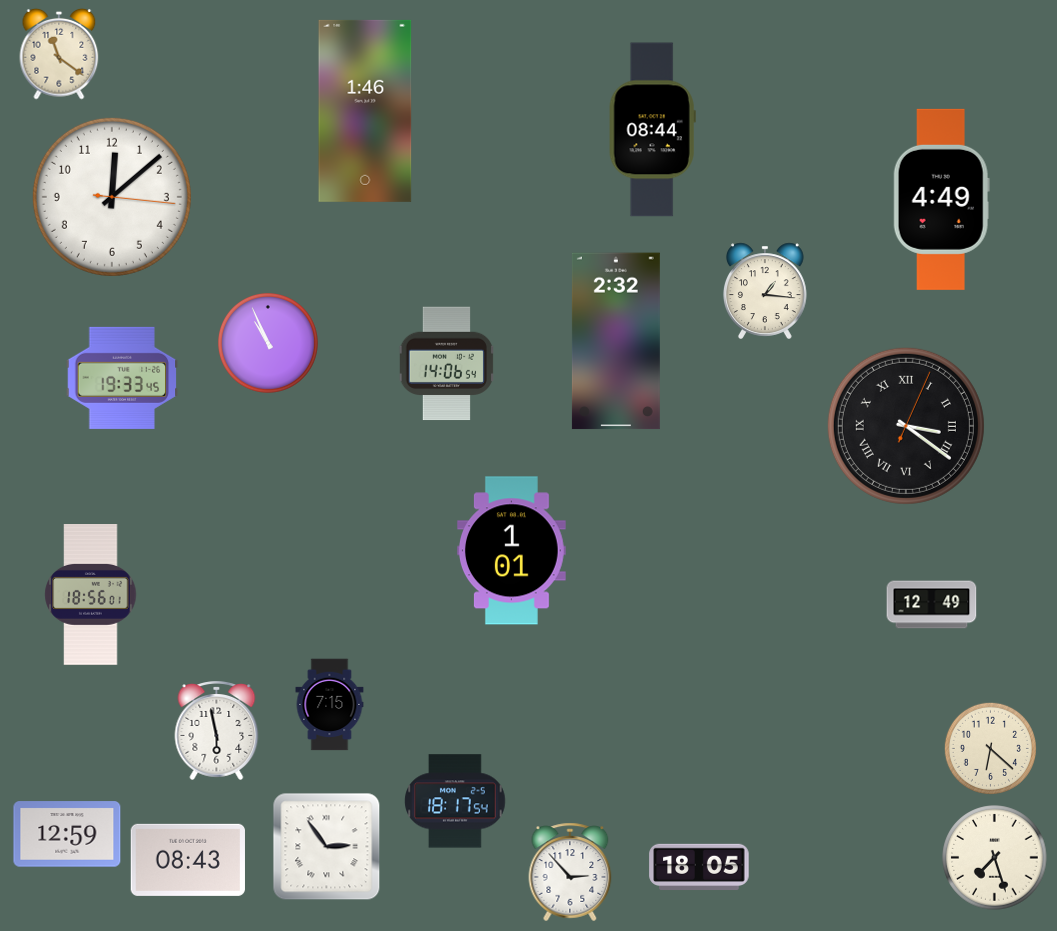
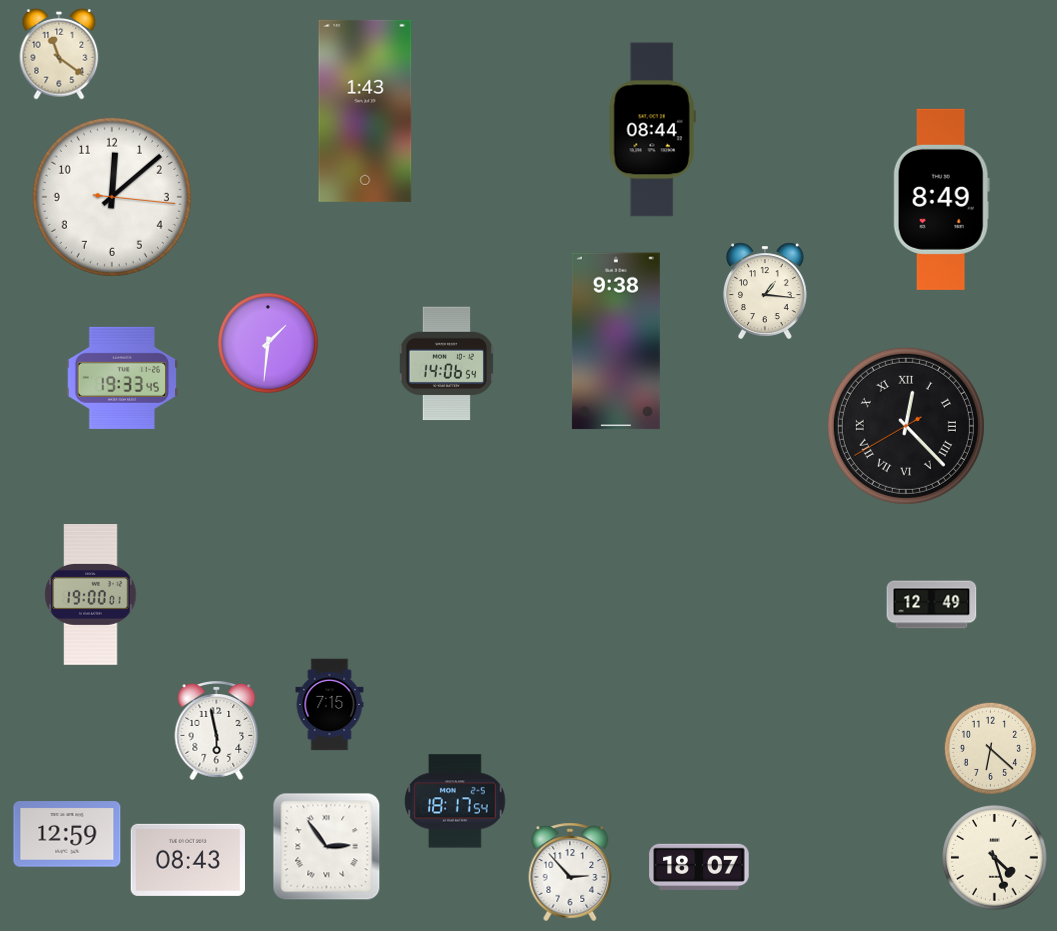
clock at (365, 111): 1:46 -> 1:43
clock at (941, 199): 4:49 -> 8:49
clock at (616, 341): 2:32 -> 9:38
clock at (268, 343): 10:56 -> 1:31
clock at (906, 426): 3:21 -> 12:22
clock at (512, 551): 1:01 -> none
clock at (91, 595): 18:56 -> 19:00
clock at (995, 858): 7:27 -> 4:27
clock at (699, 867): 18:05 -> 18:07
